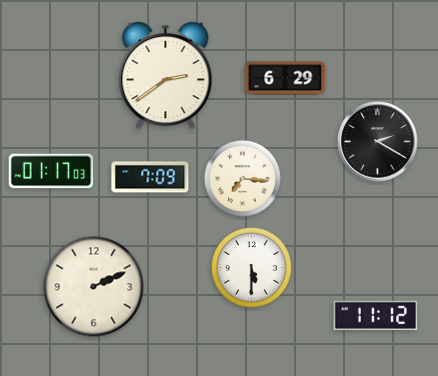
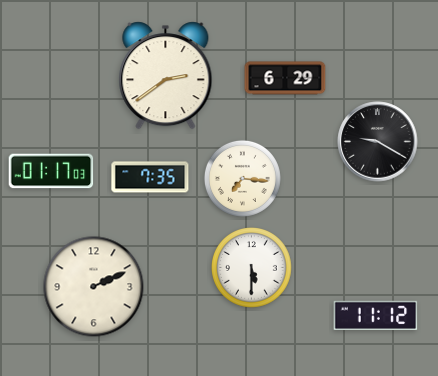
clock at (378, 142): 2:20 -> 9:20
clock at (150, 177): 7:09 -> 7:35
